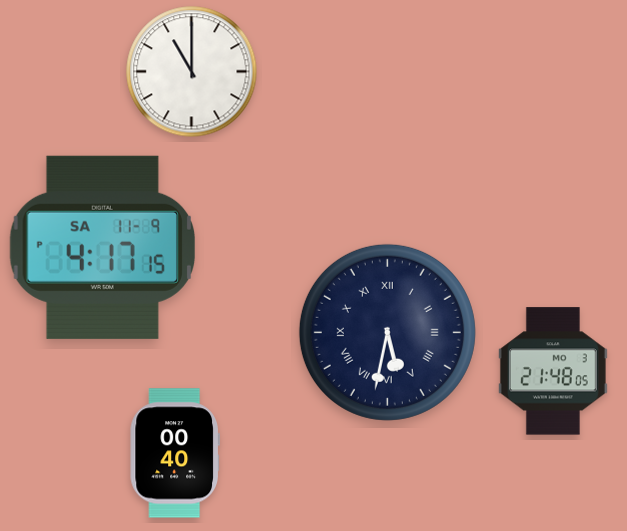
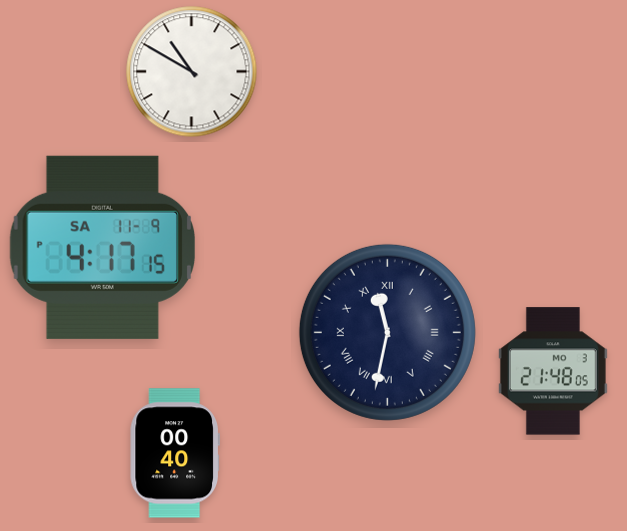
clock at (192, 72): 11:00 -> 10:50
clock at (387, 332): 5:32 -> 11:32
